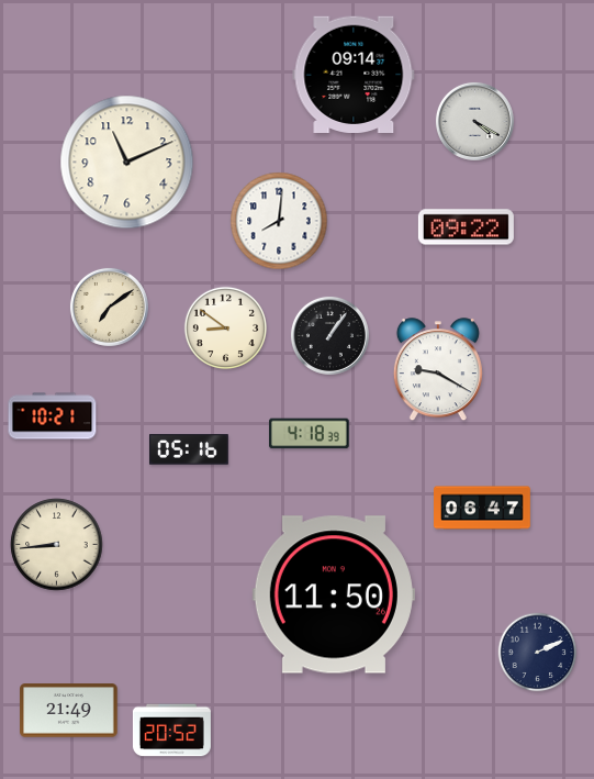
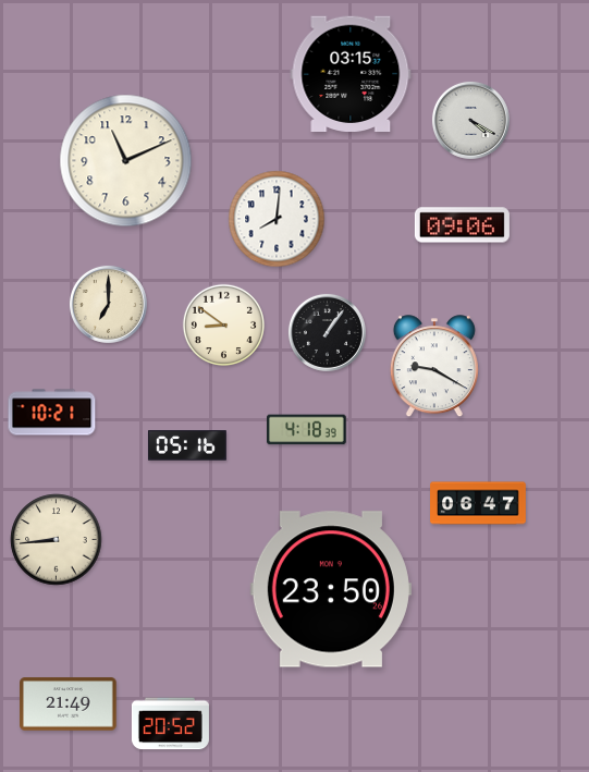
clock at (354, 74): 09:14 -> 03:15
clock at (466, 227): 09:22 -> 09:06
clock at (109, 307): 7:09 -> 7:00
clock at (334, 594): 11:50 -> 23:50
clock at (538, 653): 2:11 -> none
